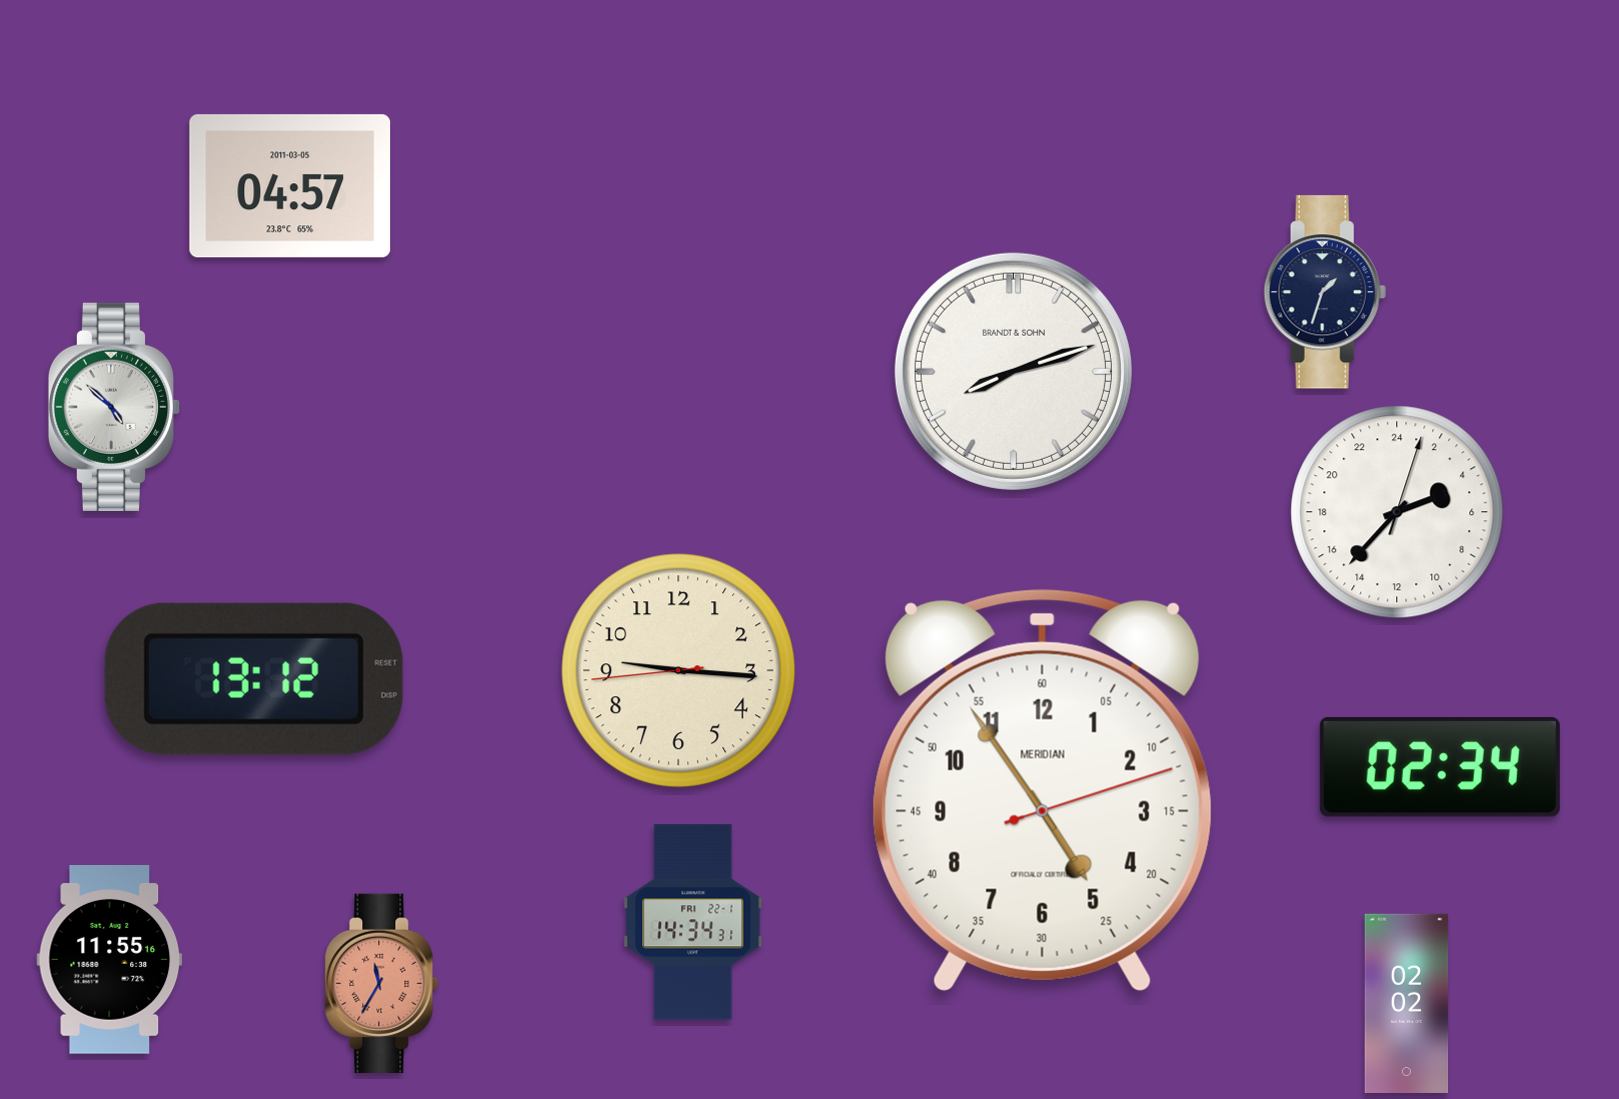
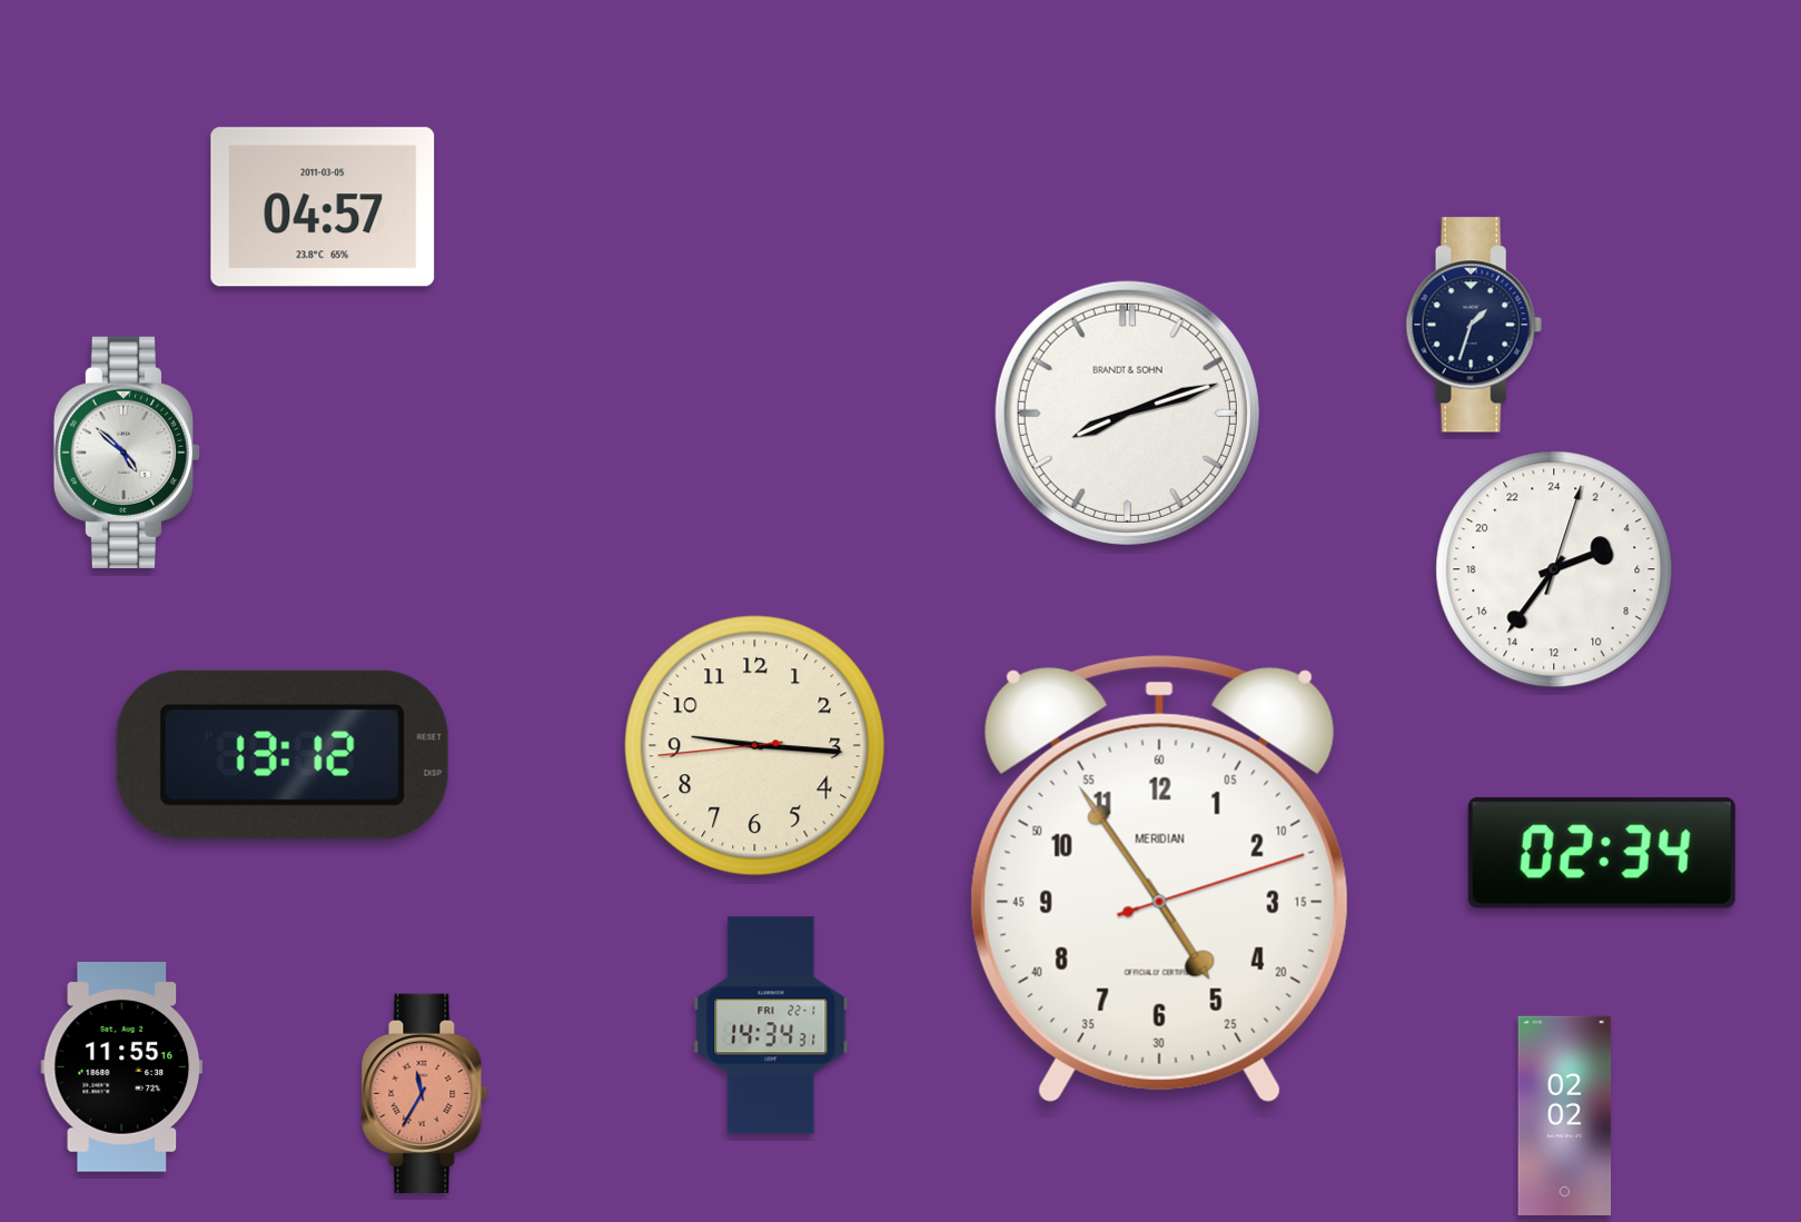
clock at (1397, 512): 4:37 -> 4:36
